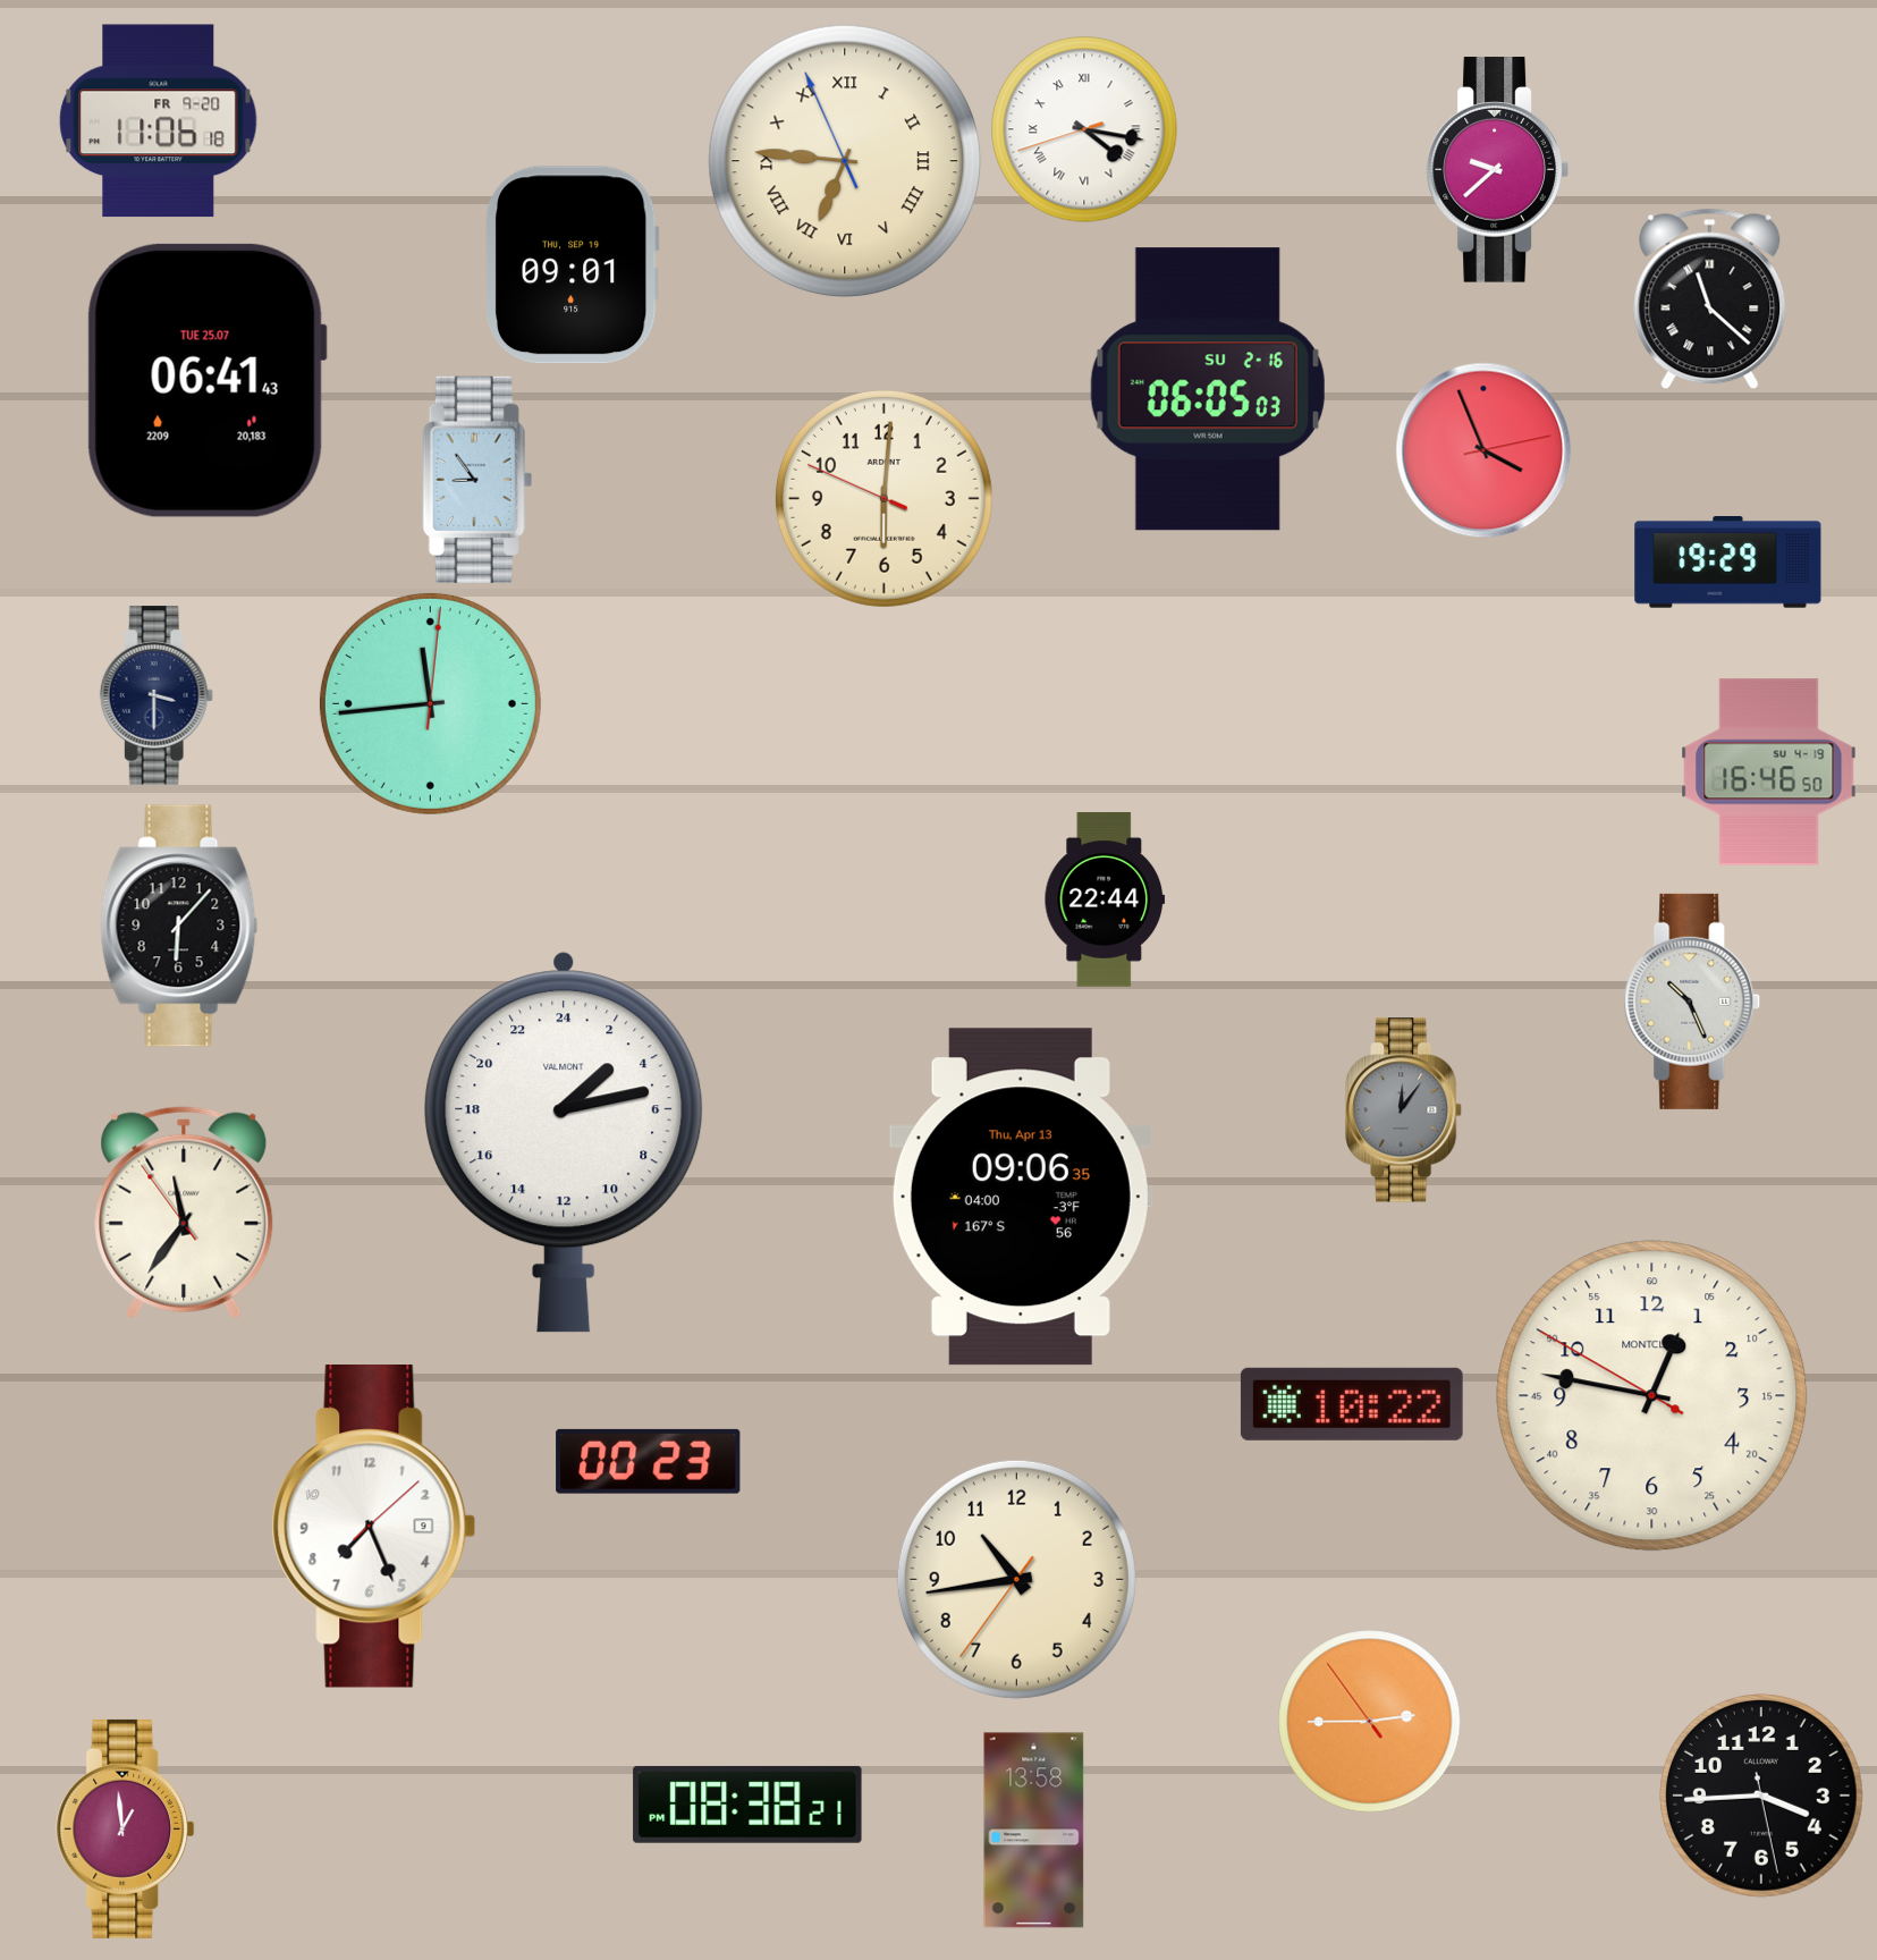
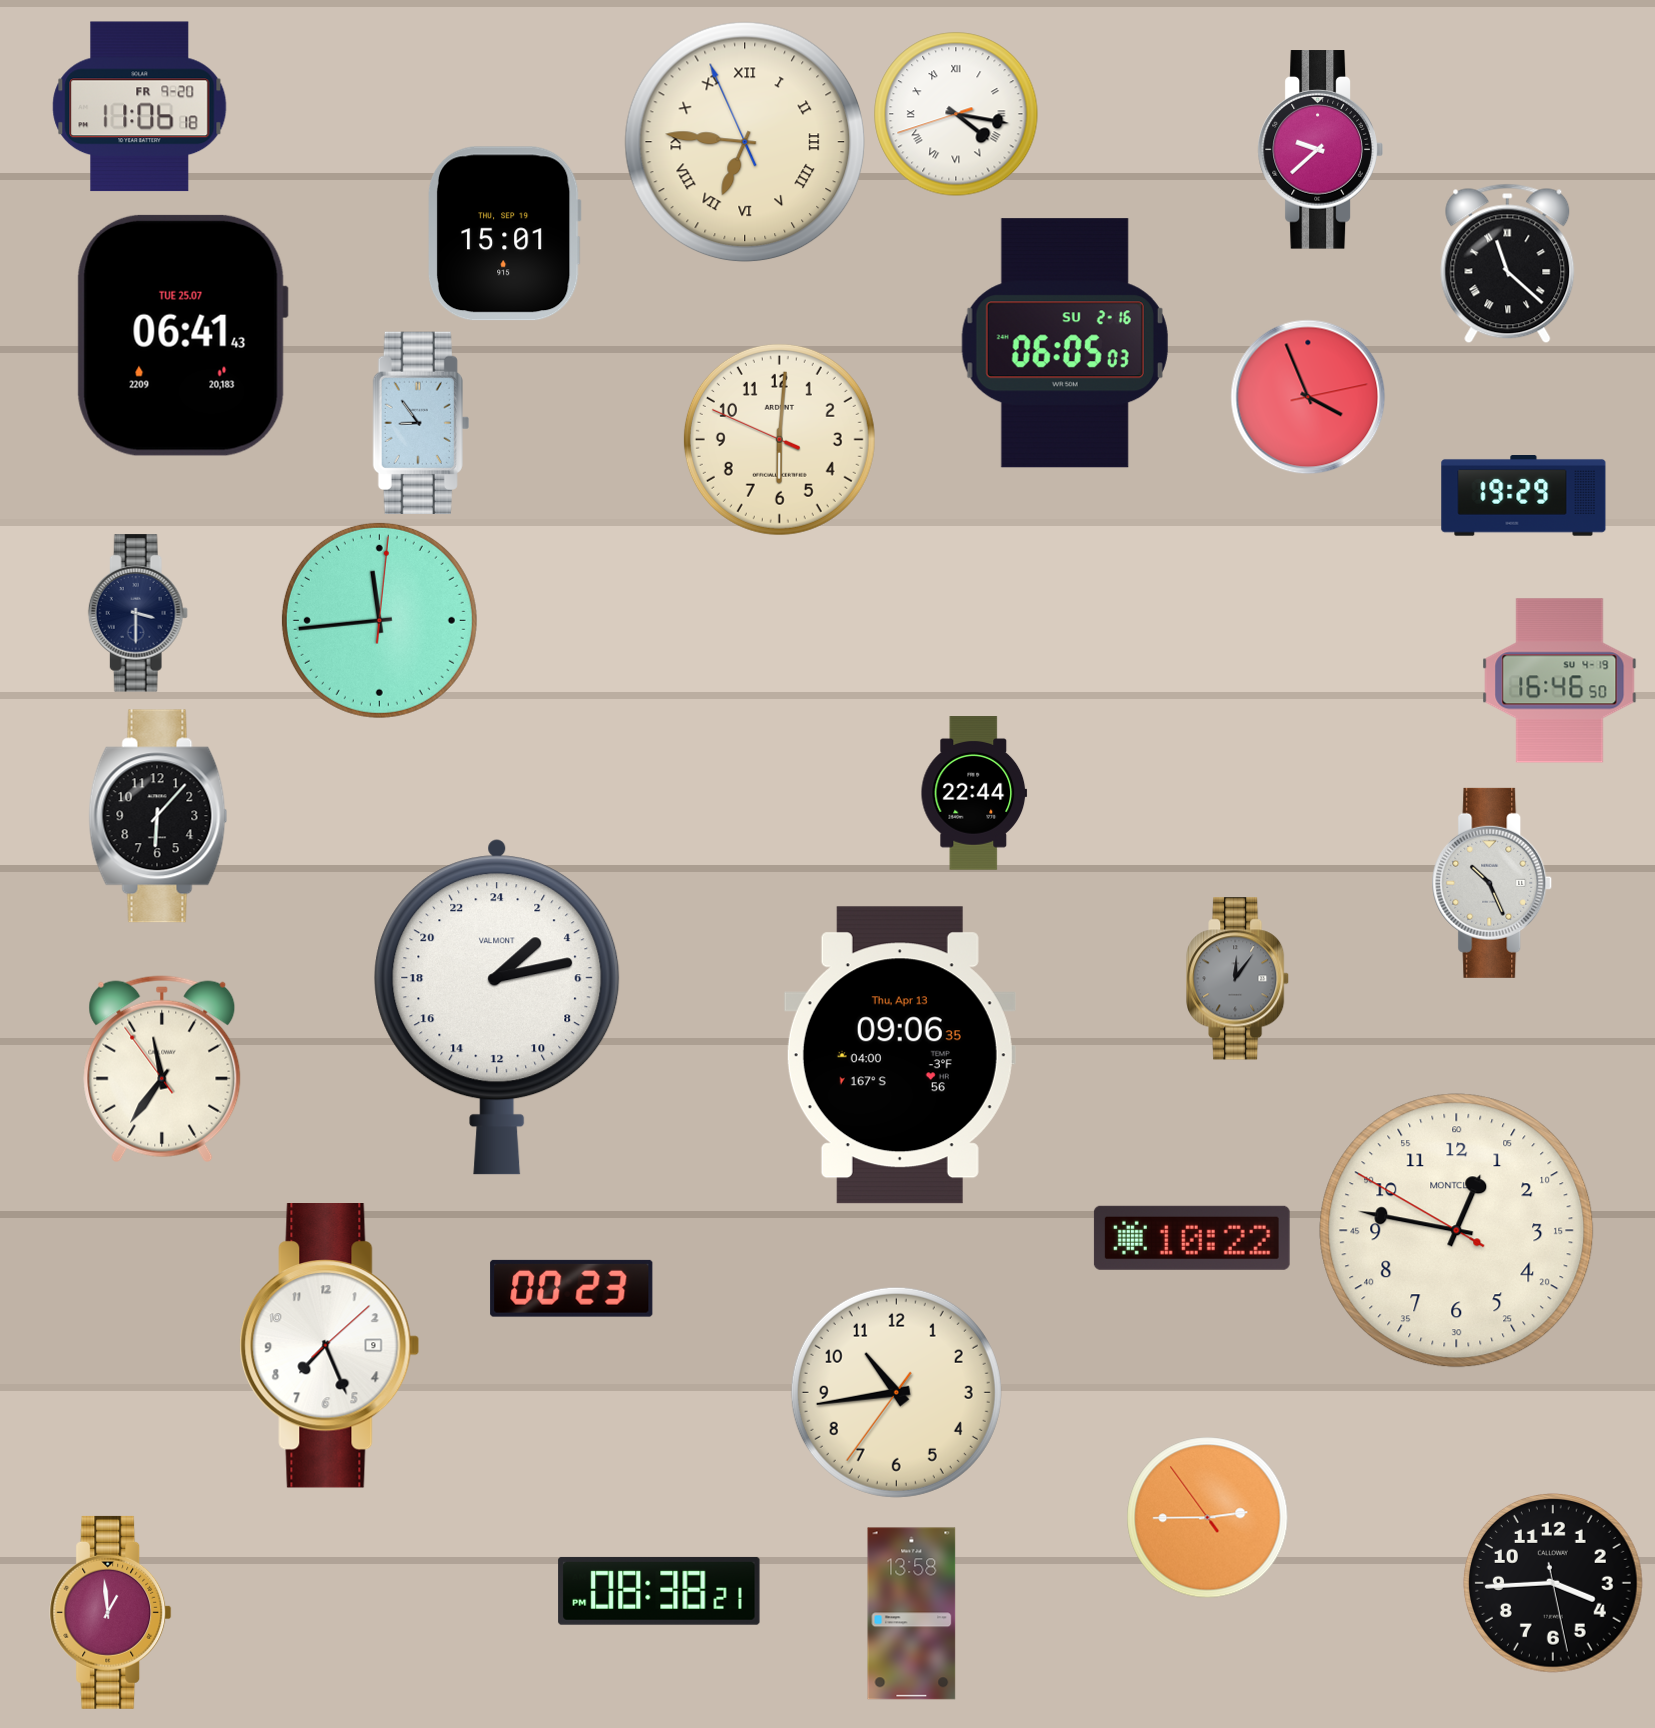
clock at (572, 265): 09:01 -> 15:01
